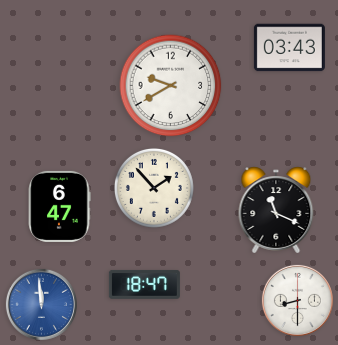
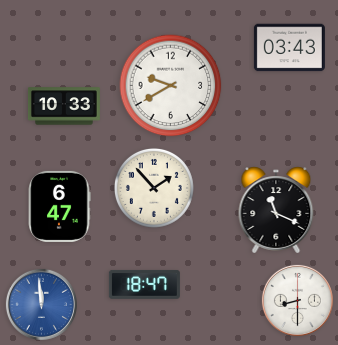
clock at (64, 106): none -> 10:33
